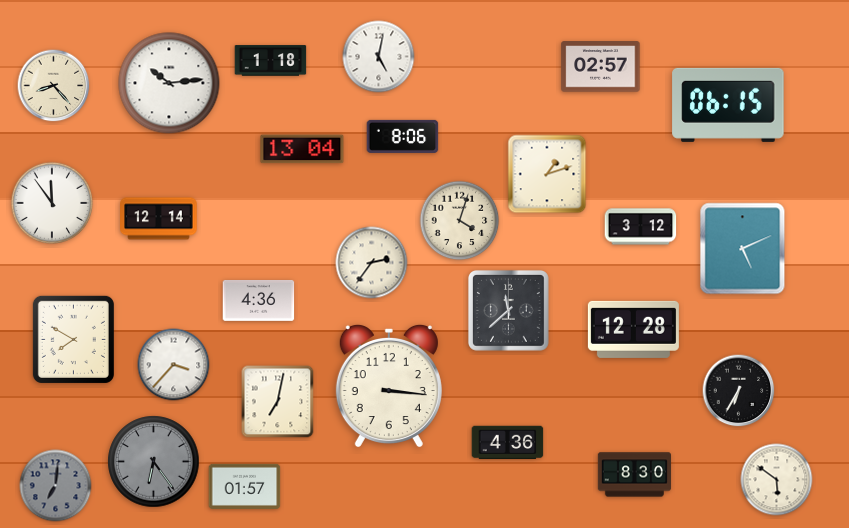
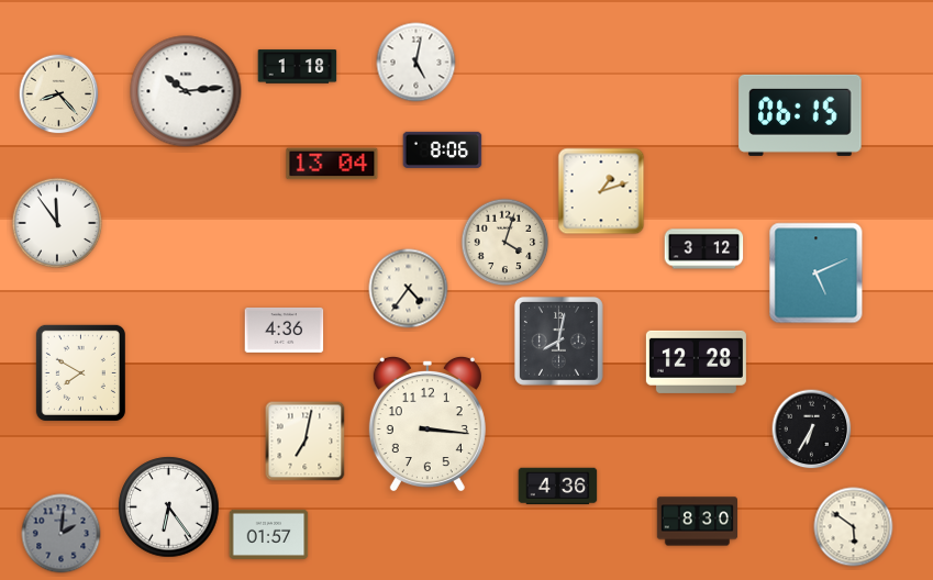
clock at (601, 67): 02:57 -> none
clock at (159, 219): 12:14 -> none
clock at (372, 263): 2:36 -> 4:36
clock at (508, 310): 11:38 -> 8:02
clock at (174, 365): 3:37 -> none
clock at (154, 462) dial: grey -> white
clock at (56, 486): 7:01 -> 2:01
